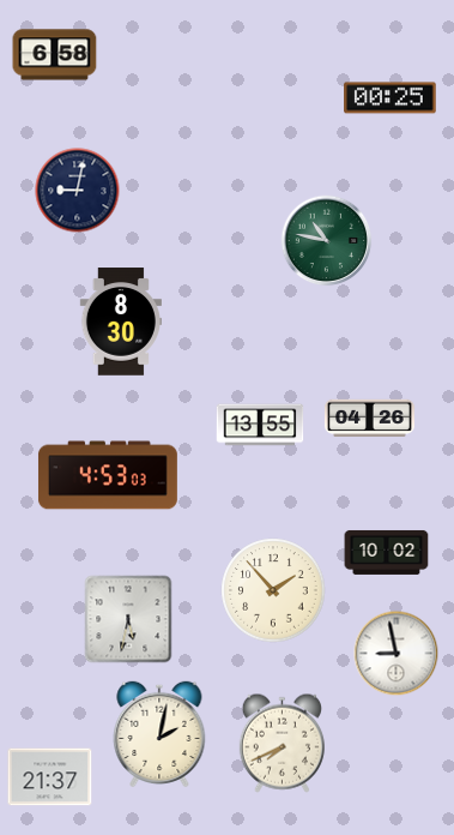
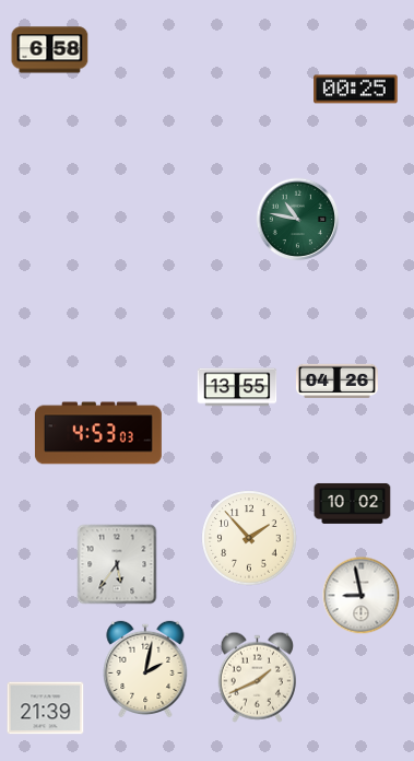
clock at (78, 191): 9:02 -> none
clock at (120, 322): 8:30 -> none
clock at (128, 619): 5:32 -> 5:36
clock at (282, 743): 7:41 -> 1:41
clock at (50, 777): 21:37 -> 21:39
